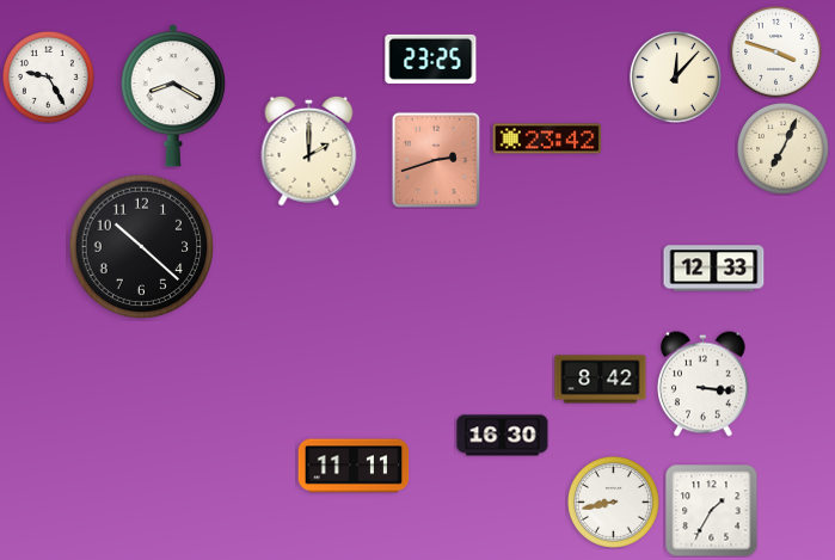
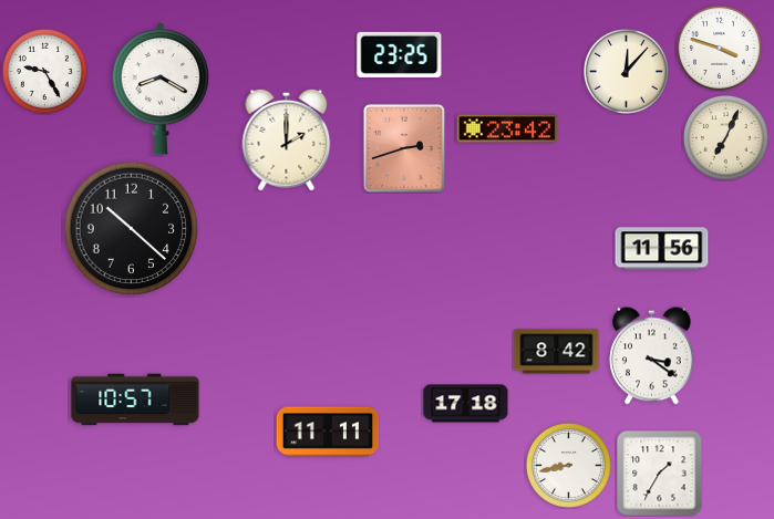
clock at (714, 269): 12:33 -> 11:56
clock at (704, 384): 3:16 -> 3:21
clock at (135, 399): none -> 10:57
clock at (503, 436): 16:30 -> 17:18
